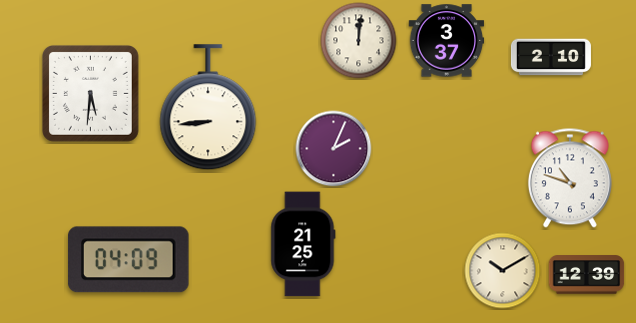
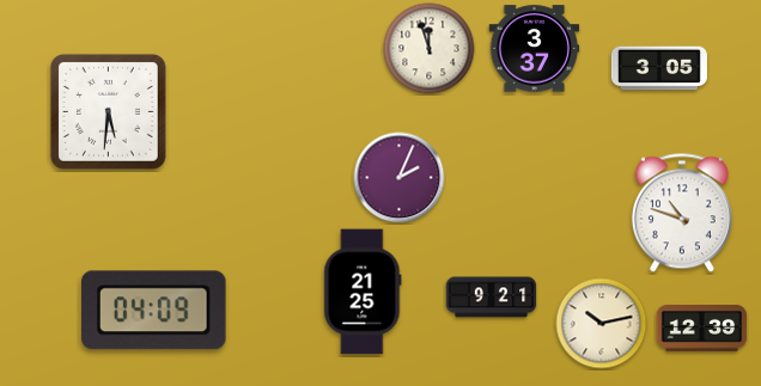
clock at (359, 41): 12:01 -> 11:57
clock at (551, 57): 2:10 -> 3:05
clock at (208, 108): 8:44 -> none
clock at (492, 298): none -> 9:21
clock at (503, 271): 10:10 -> 10:13
